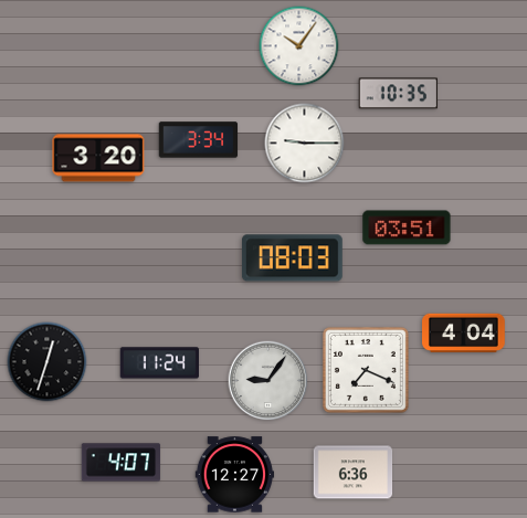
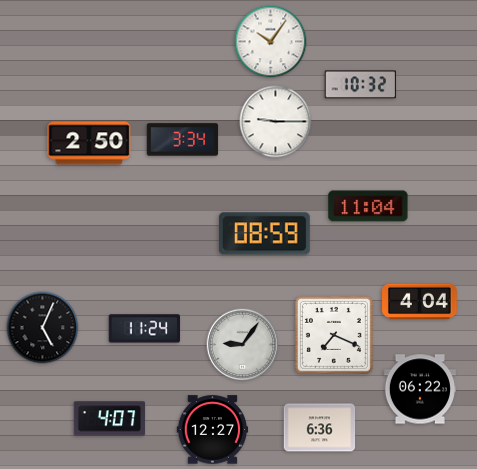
clock at (398, 94): 10:35 -> 10:32
clock at (199, 140) position: (199, 140) -> (183, 140)
clock at (305, 144) position: (305, 144) -> (276, 122)
clock at (98, 158): 3:20 -> 2:50
clock at (407, 228): 03:51 -> 11:04
clock at (292, 258): 08:03 -> 08:59
clock at (48, 362): 12:33 -> 5:04
clock at (366, 370) position: (366, 370) -> (334, 335)
clock at (420, 389): none -> 06:22
